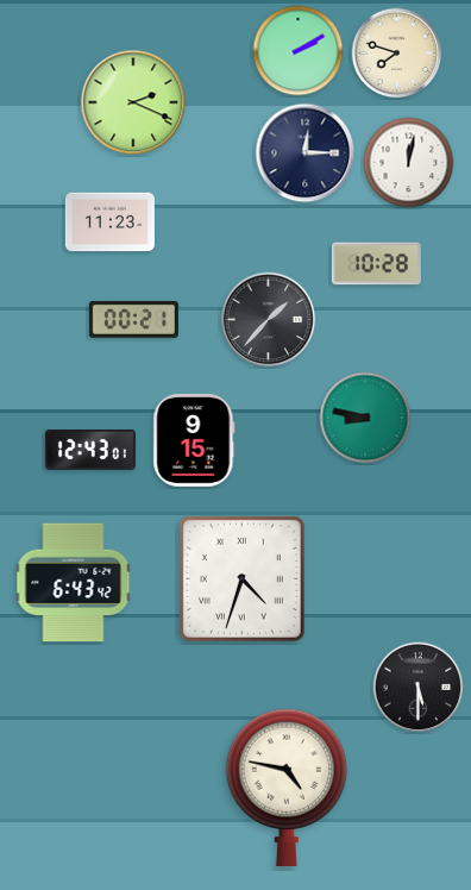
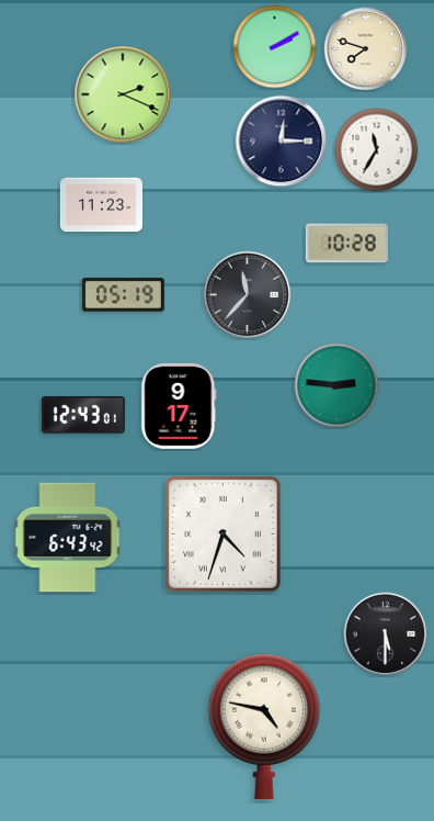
clock at (409, 163): 12:02 -> 11:35
clock at (133, 320): 00:21 -> 05:19
clock at (269, 320): 1:37 -> 11:37
clock at (365, 418): 8:47 -> 2:46
clock at (194, 440): 9:15 -> 9:17
